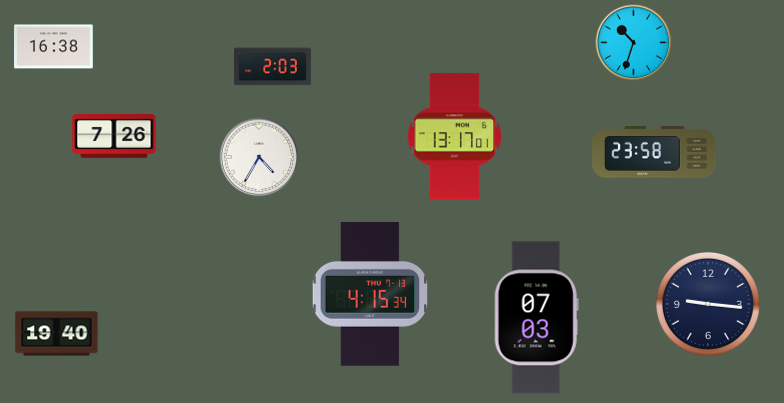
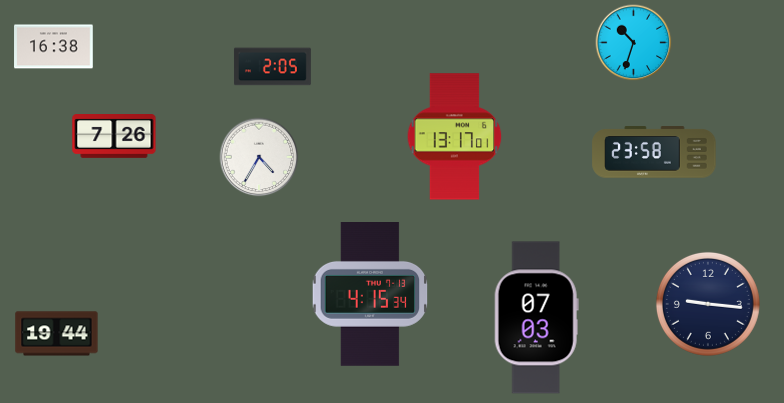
clock at (272, 67): 2:03 -> 2:05
clock at (57, 334): 19:40 -> 19:44
